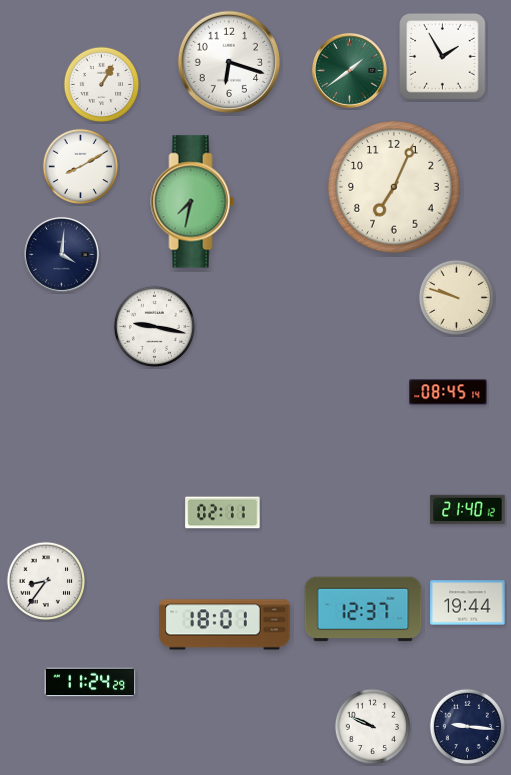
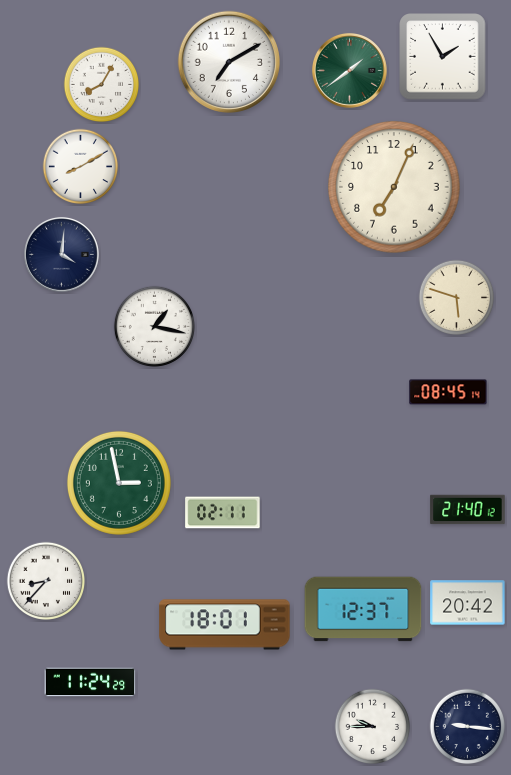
clock at (228, 61): 6:18 -> 7:10
clock at (102, 85): 1:05 -> 8:05
clock at (193, 202): 7:32 -> none
clock at (457, 298): 9:48 -> 5:48
clock at (154, 326): 9:17 -> 1:17
clock at (119, 483): none -> 2:58
clock at (45, 580): 8:36 -> 8:37
clock at (468, 603): 19:44 -> 20:42
clock at (373, 727): 9:49 -> 9:45
